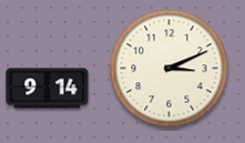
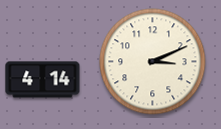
clock at (48, 89): 9:14 -> 4:14
